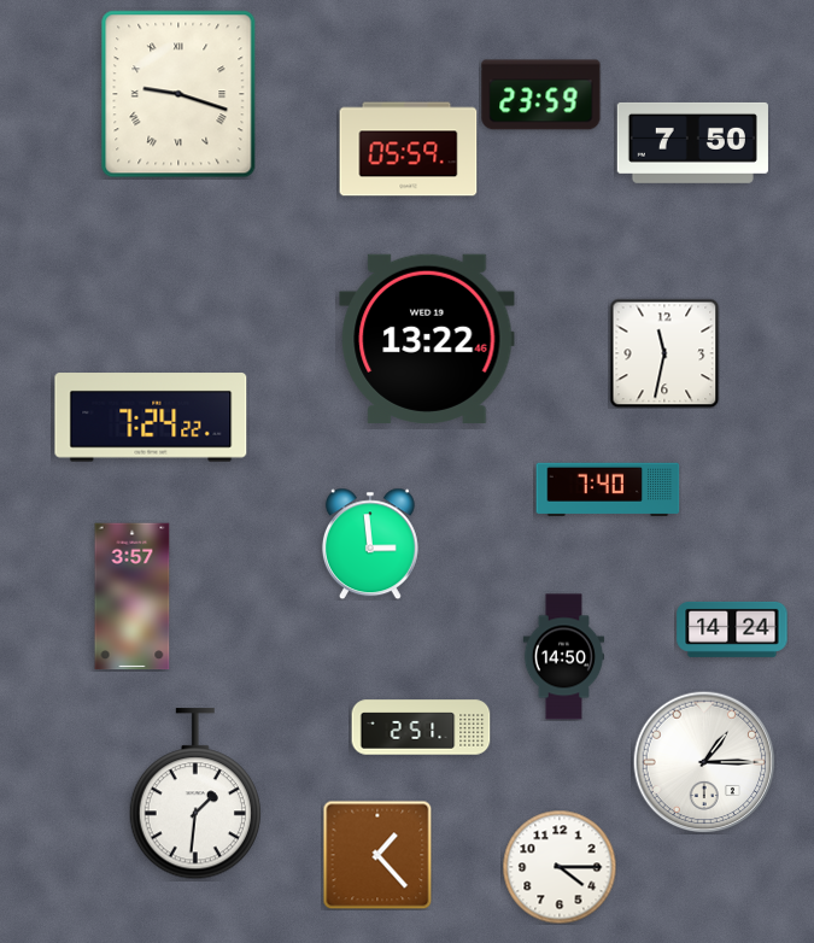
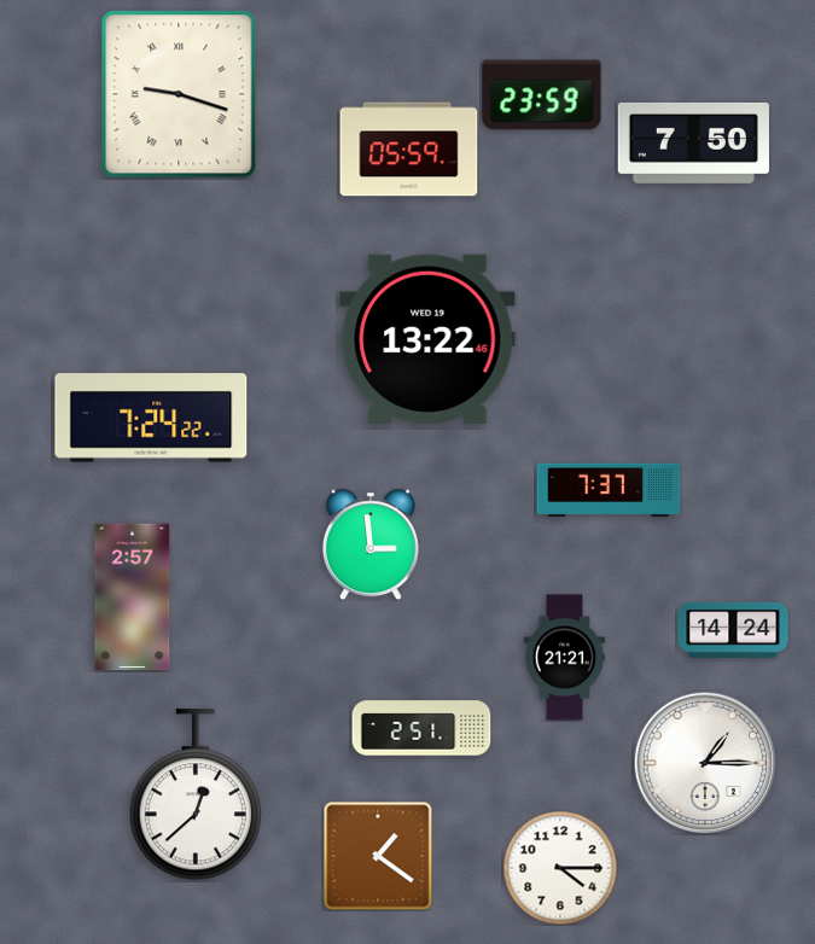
clock at (664, 353): 11:32 -> none
clock at (608, 488): 7:40 -> 7:37
clock at (133, 597): 3:57 -> 2:57
clock at (564, 657): 14:50 -> 21:21
clock at (194, 795): 1:31 -> 12:38
clock at (377, 855): 1:23 -> 1:21
